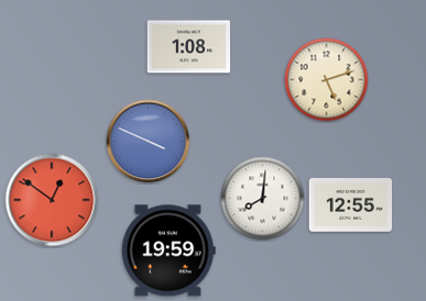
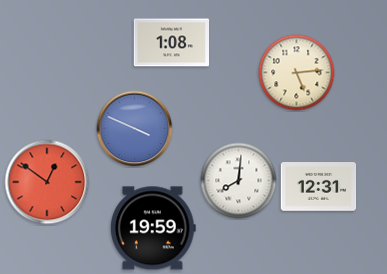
clock at (327, 80): 5:12 -> 5:14
clock at (351, 205): 12:55 -> 12:31
